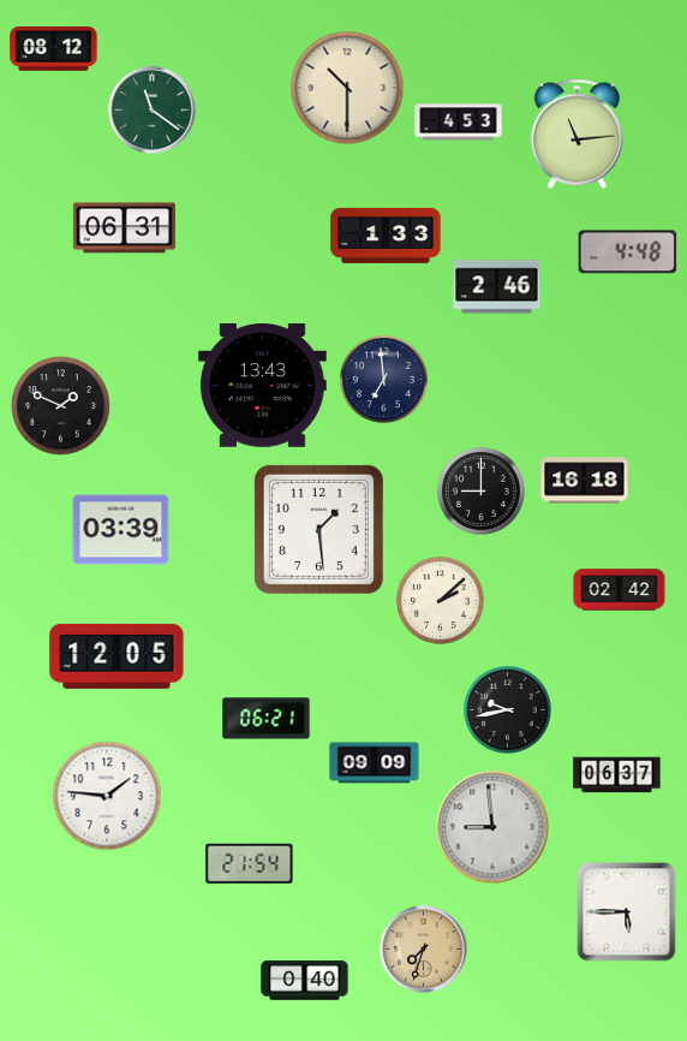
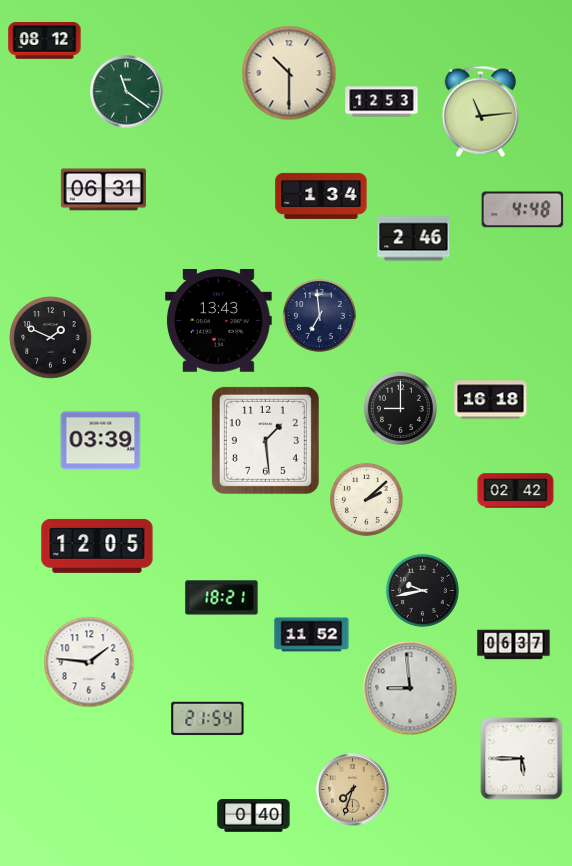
clock at (459, 123): 4:53 -> 12:53
clock at (386, 236): 1:33 -> 1:34
clock at (585, 481) position: (585, 481) -> (491, 400)
clock at (267, 719): 06:21 -> 18:21
clock at (375, 763): 09:09 -> 11:52
